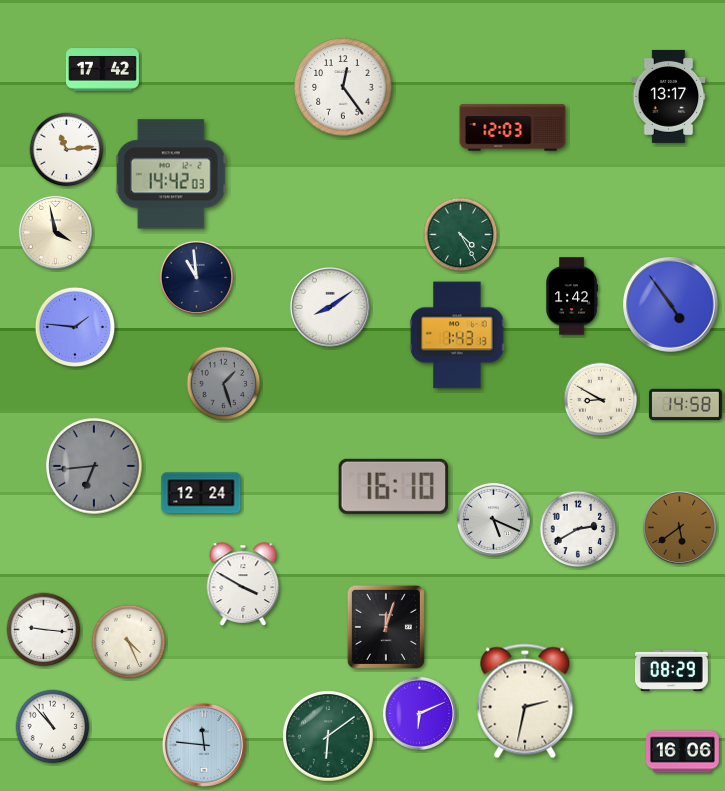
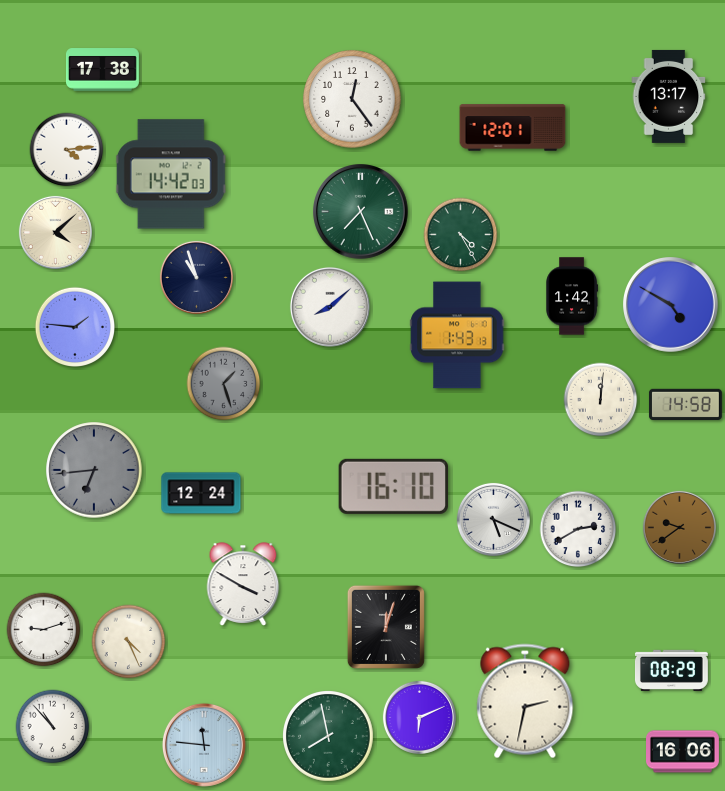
clock at (102, 70): 17:42 -> 17:38
clock at (343, 87) position: (343, 87) -> (352, 99)
clock at (513, 128): 12:03 -> 12:01
clock at (67, 150): 11:14 -> 4:14
clock at (361, 212): none -> 7:26
clock at (55, 232): 3:58 -> 4:08
clock at (196, 277): 10:59 -> 10:57
clock at (671, 305): 4:54 -> 4:50
clock at (330, 307): 8:09 -> 8:08
clock at (601, 400): 8:50 -> 12:01
clock at (94, 466) position: (94, 466) -> (94, 470)
clock at (679, 527): 5:39 -> 9:39
clock at (44, 630): 9:16 -> 9:12
clock at (419, 713) position: (419, 713) -> (419, 717)
clock at (329, 737): 6:09 -> 7:58
